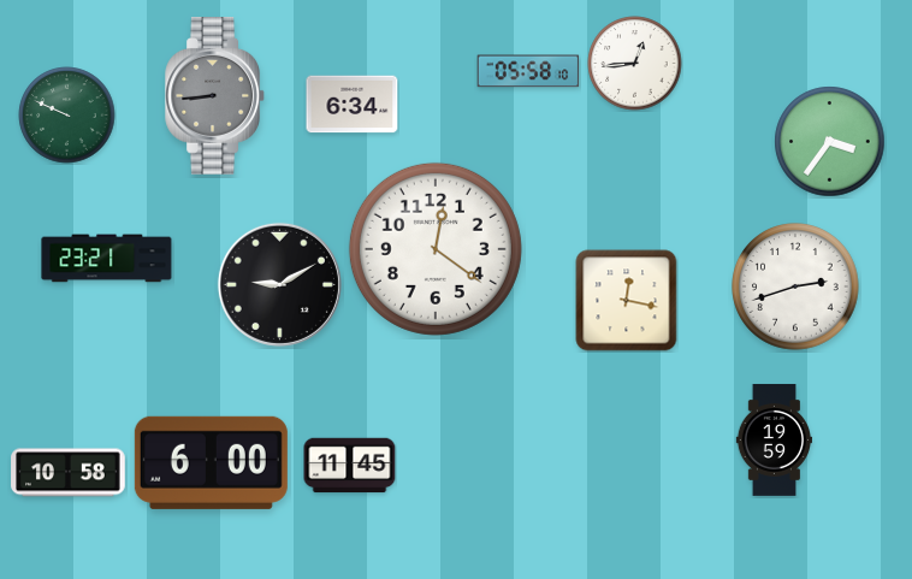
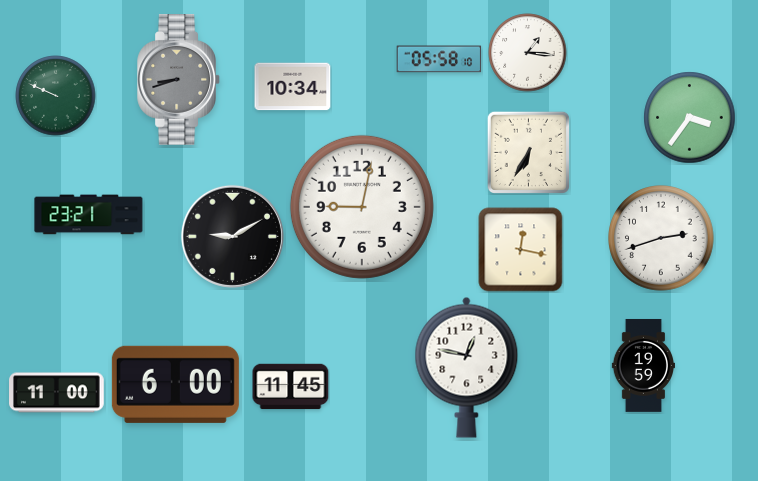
clock at (635, 64): 12:44 -> 1:16
clock at (214, 96): 8:44 -> 8:42
clock at (353, 105): 6:34 -> 10:34
clock at (528, 152): none -> 6:35
clock at (436, 249): 12:21 -> 9:02
clock at (467, 367): none -> 12:47
clock at (69, 473): 10:58 -> 11:00
